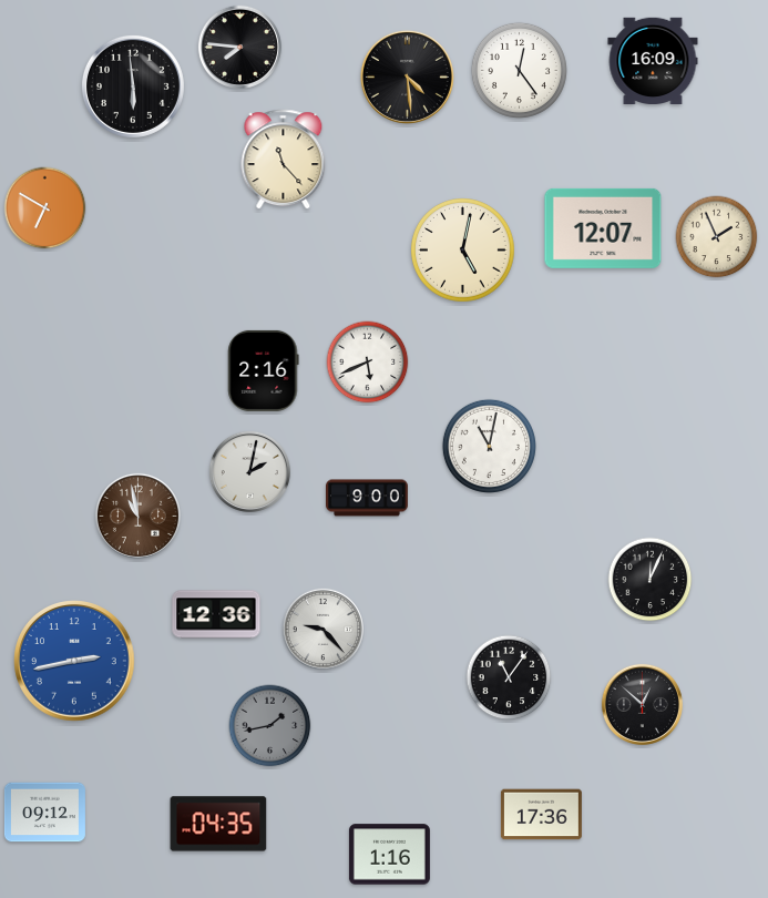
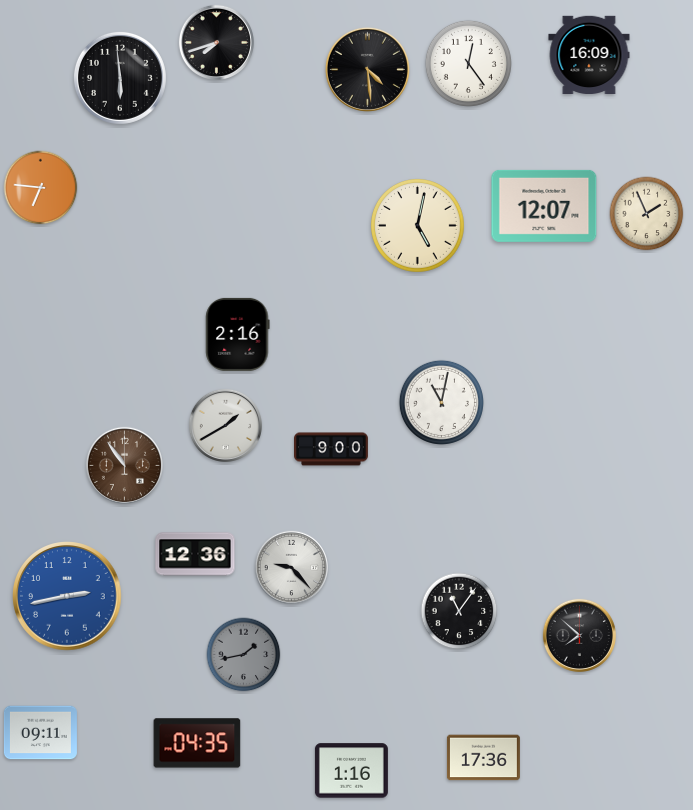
clock at (239, 47): 7:46 -> 7:42
clock at (284, 160): 11:23 -> none
clock at (45, 208): 6:50 -> 6:46
clock at (368, 363): 5:41 -> none
clock at (249, 471): 2:02 -> 1:40
clock at (137, 516): 10:58 -> 10:54
clock at (651, 580): 12:04 -> none
clock at (642, 704): 12:52 -> 7:52
clock at (44, 813): 09:12 -> 09:11
clock at (541, 815) position: (541, 815) -> (483, 758)
